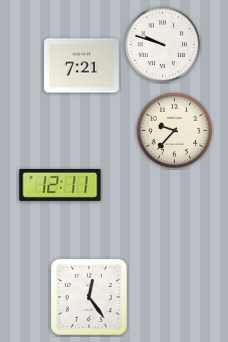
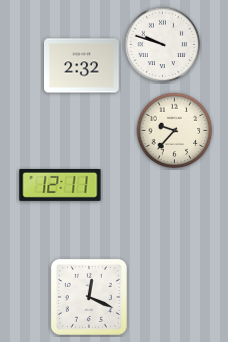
clock at (82, 66): 7:21 -> 2:32
clock at (89, 297): 12:24 -> 12:19
